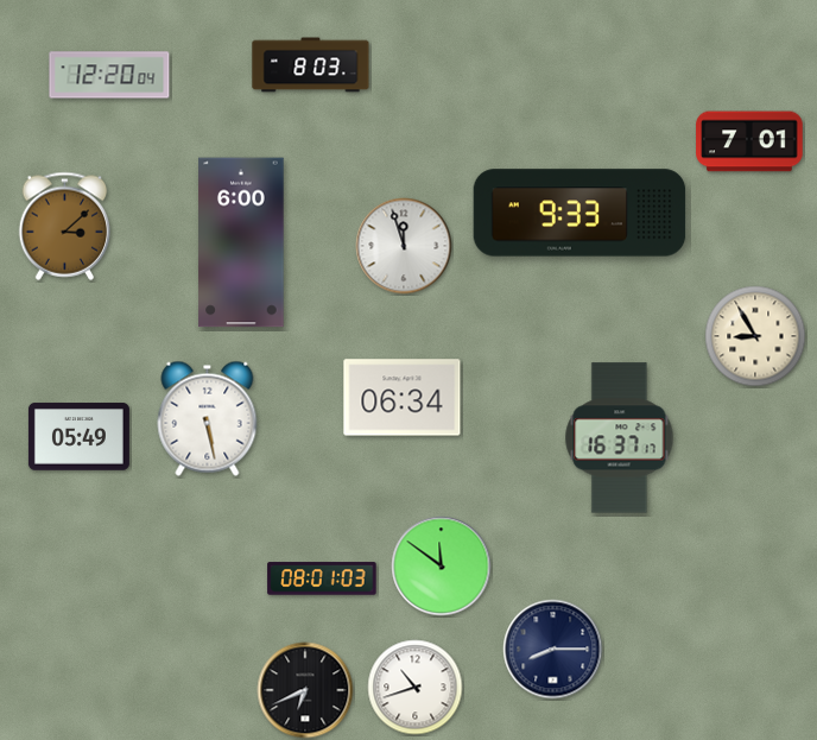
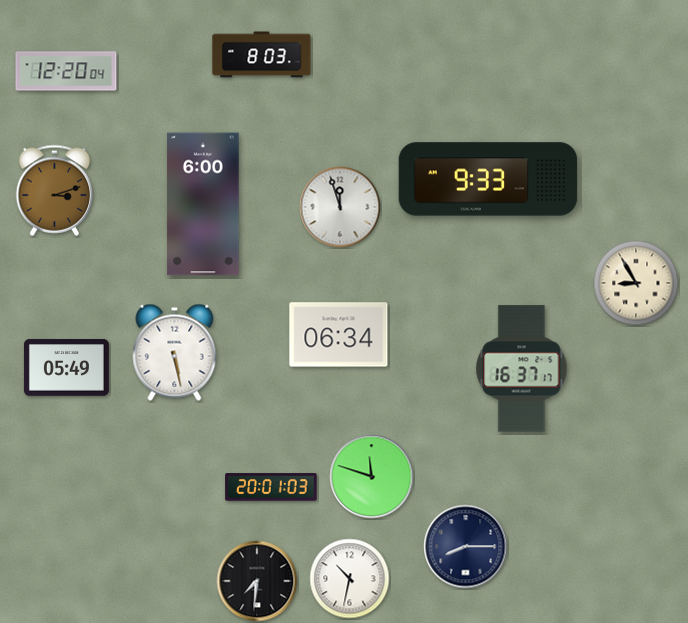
clock at (109, 75) position: (109, 75) -> (66, 71)
clock at (749, 141): 7:01 -> none
clock at (65, 226): 3:08 -> 3:12
clock at (442, 567): 11:51 -> 11:48
clock at (322, 578): 08:01 -> 20:01
clock at (416, 688): 10:42 -> 10:32
clock at (305, 690): 6:41 -> 7:31
